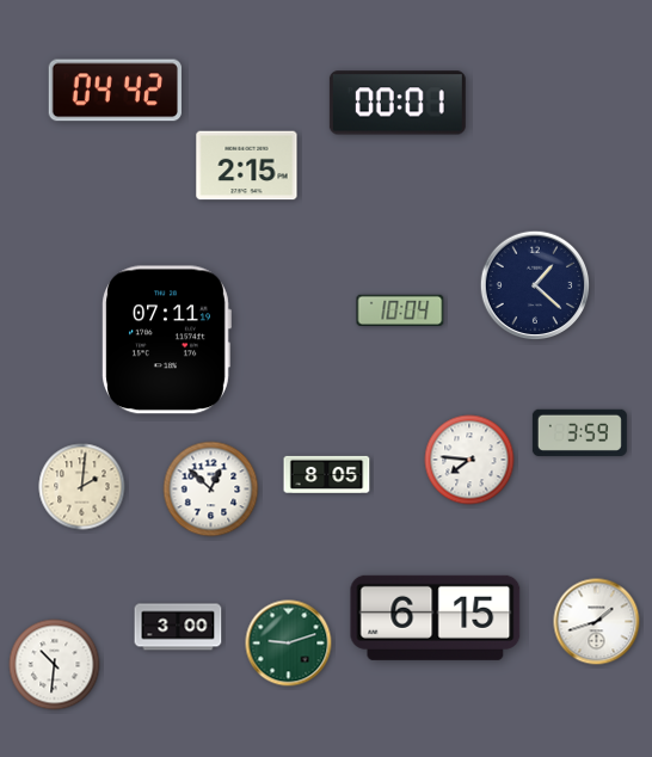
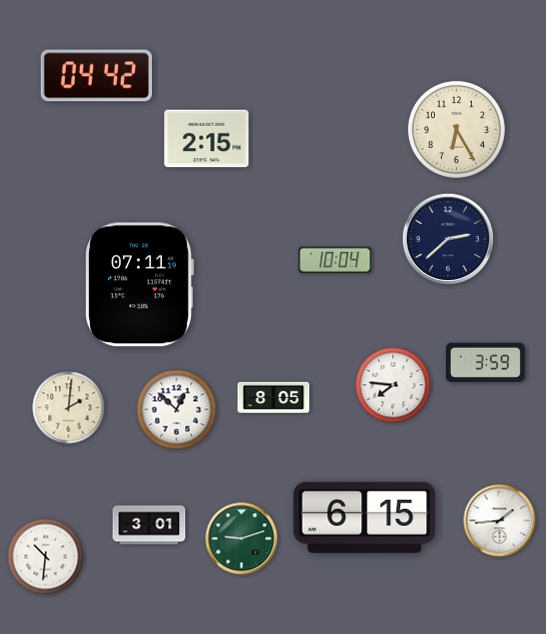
clock at (398, 103): 00:01 -> none
clock at (456, 129): none -> 6:25
clock at (535, 285): 1:22 -> 2:38
clock at (597, 622): 1:42 -> 1:44
clock at (178, 627): 3:00 -> 3:01
